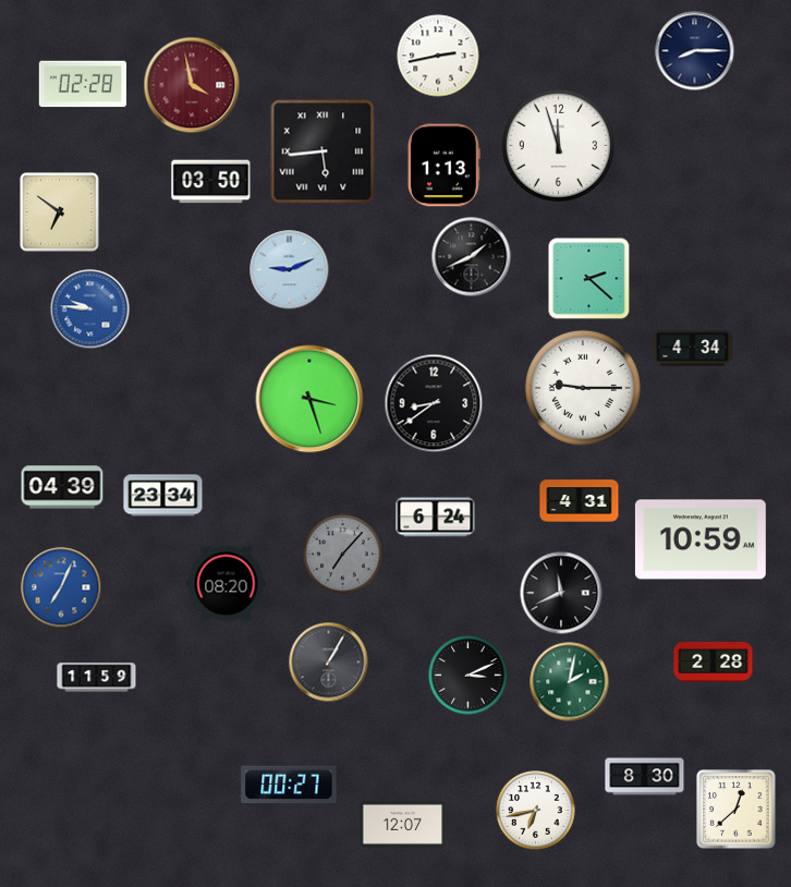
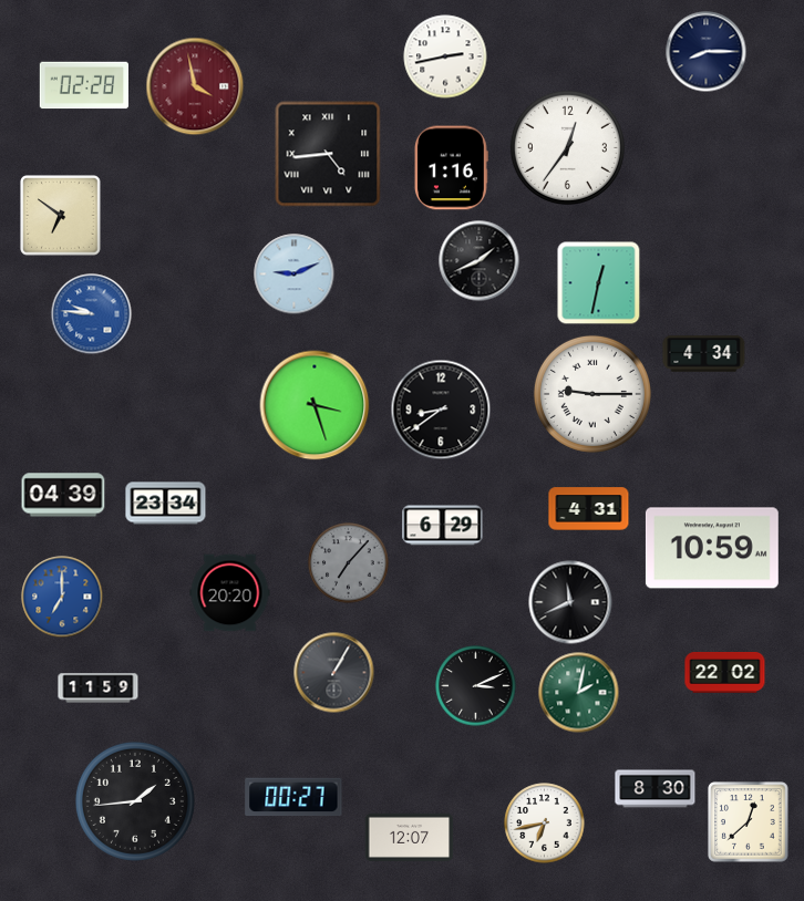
clock at (558, 145): 11:57 -> 12:36
clock at (323, 151): 5:44 -> 4:44
clock at (445, 166): 1:13 -> 1:16
clock at (211, 182): 03:50 -> none
clock at (589, 279): 2:22 -> 12:32
clock at (436, 518): 6:24 -> 6:29
clock at (227, 584): 08:20 -> 20:20
clock at (61, 587): 7:04 -> 7:00
clock at (714, 661): 2:28 -> 22:02
clock at (135, 801): none -> 1:44
